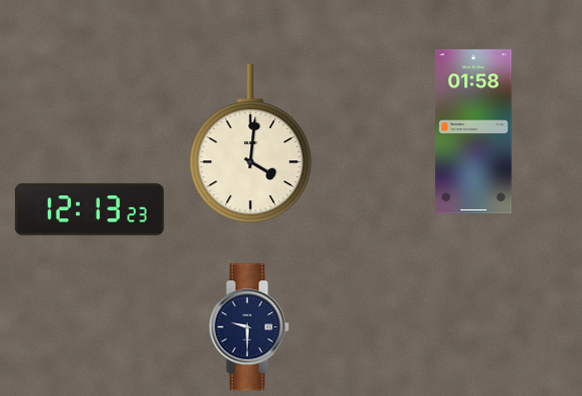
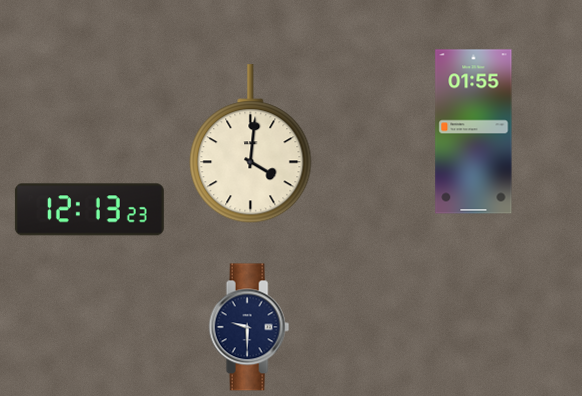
clock at (474, 132): 01:58 -> 01:55
